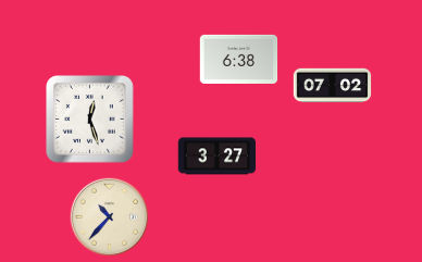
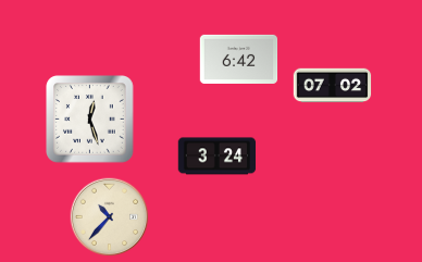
clock at (239, 59): 6:38 -> 6:42
clock at (218, 157): 3:27 -> 3:24
